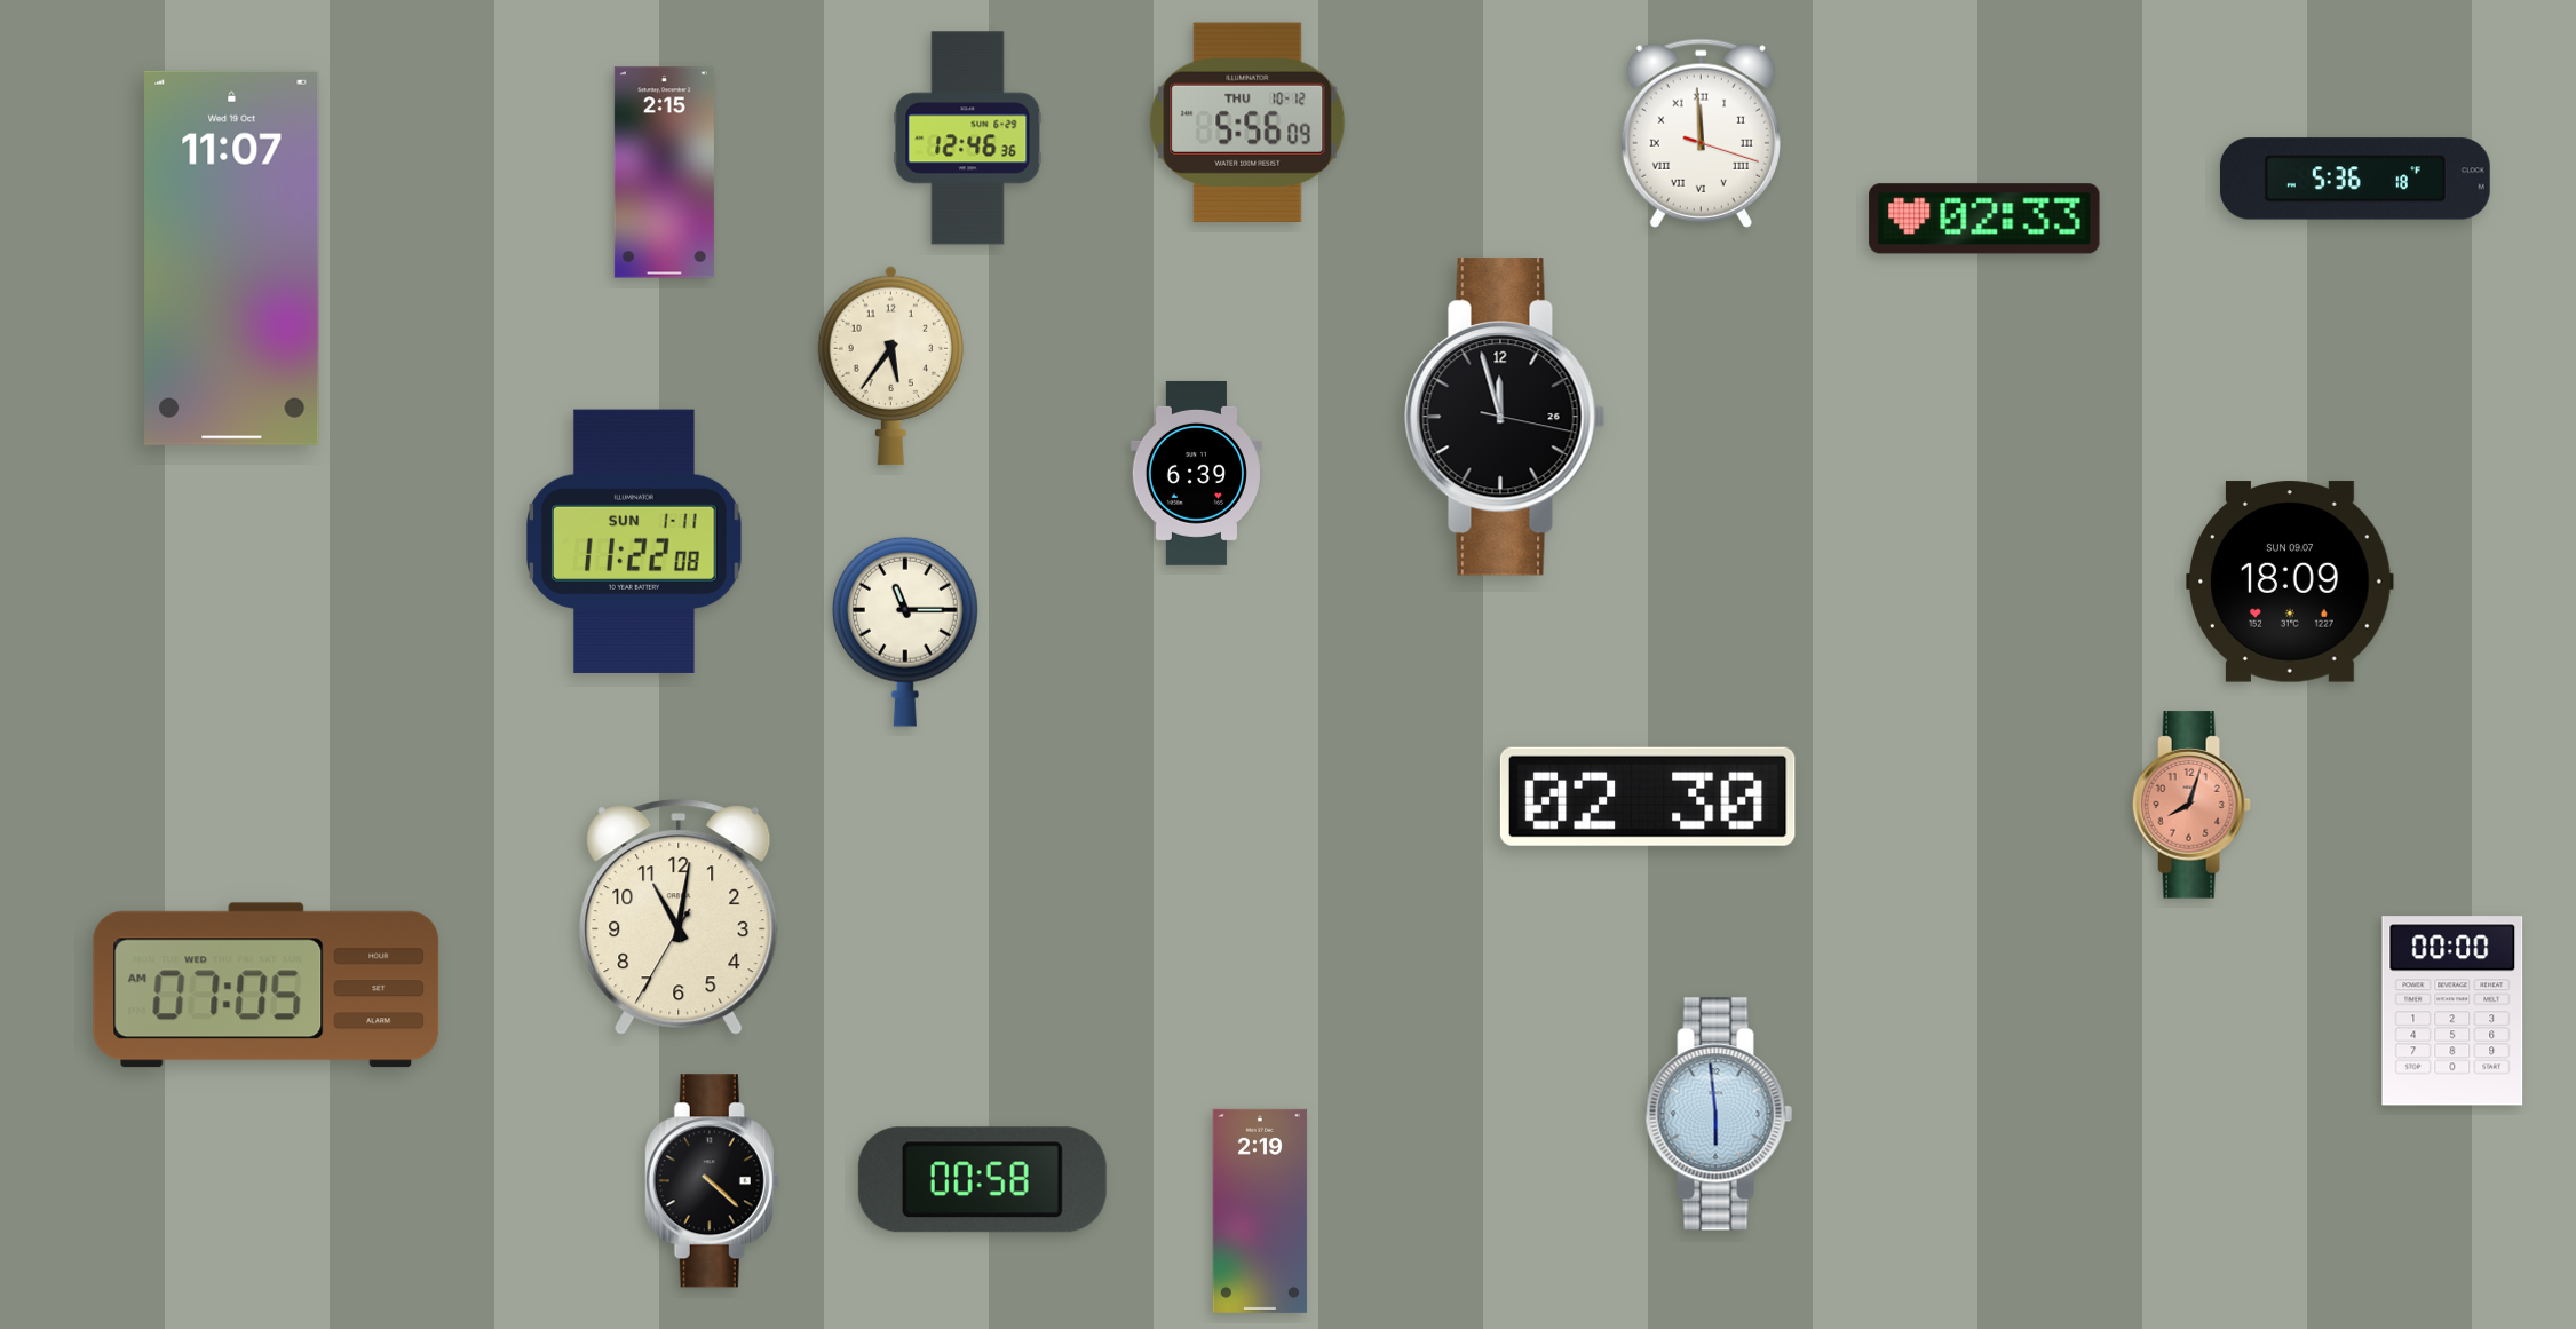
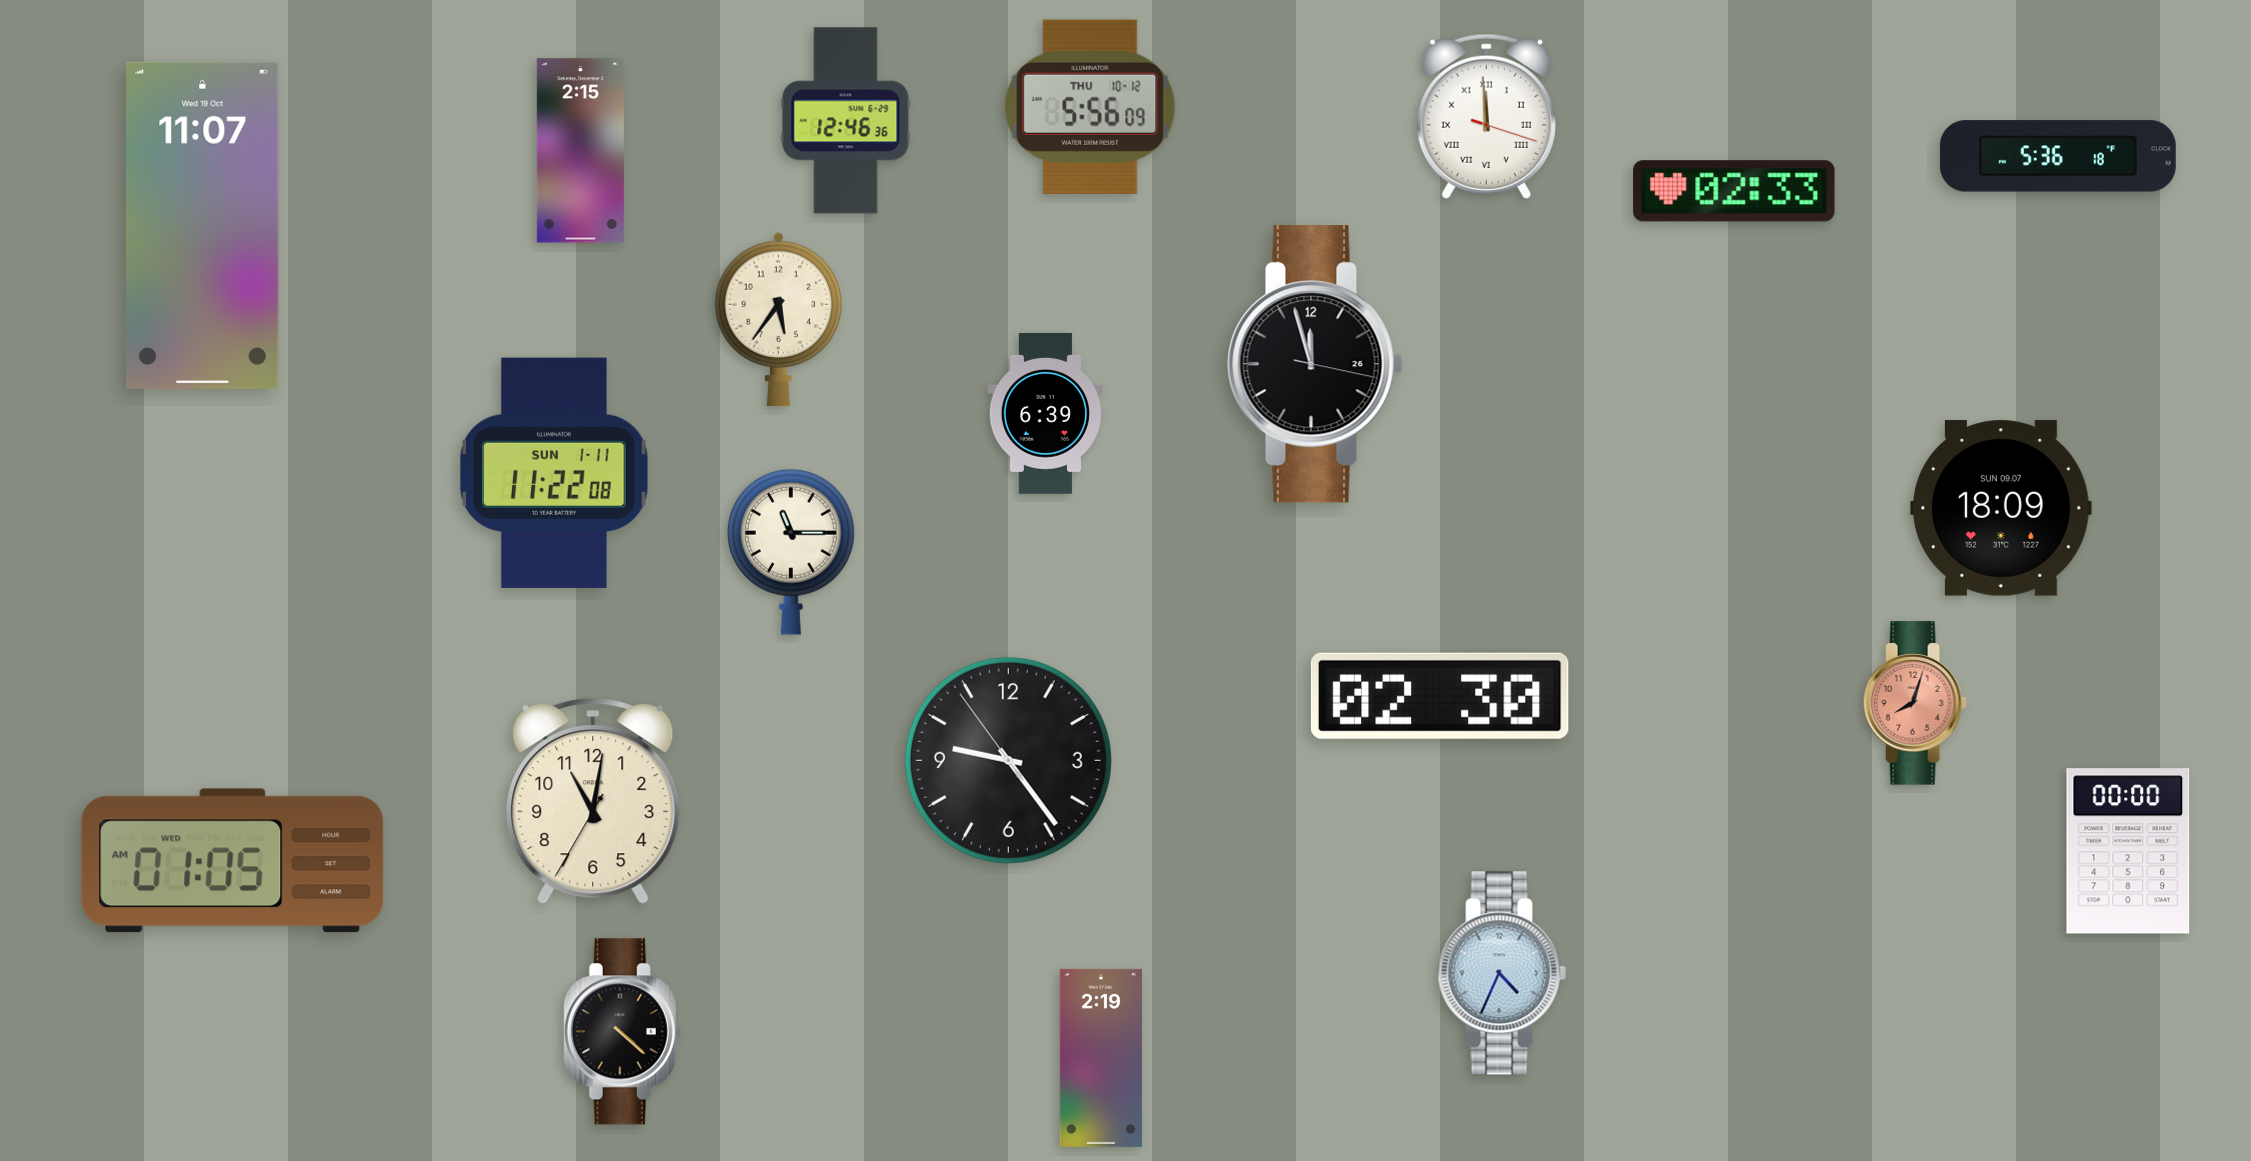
clock at (1008, 760): none -> 9:23
clock at (267, 986): 07:05 -> 01:05
clock at (2452, 1011) position: (2452, 1011) -> (2128, 851)
clock at (1719, 1114): 5:59 -> 4:34
clock at (982, 1180): 00:58 -> none
